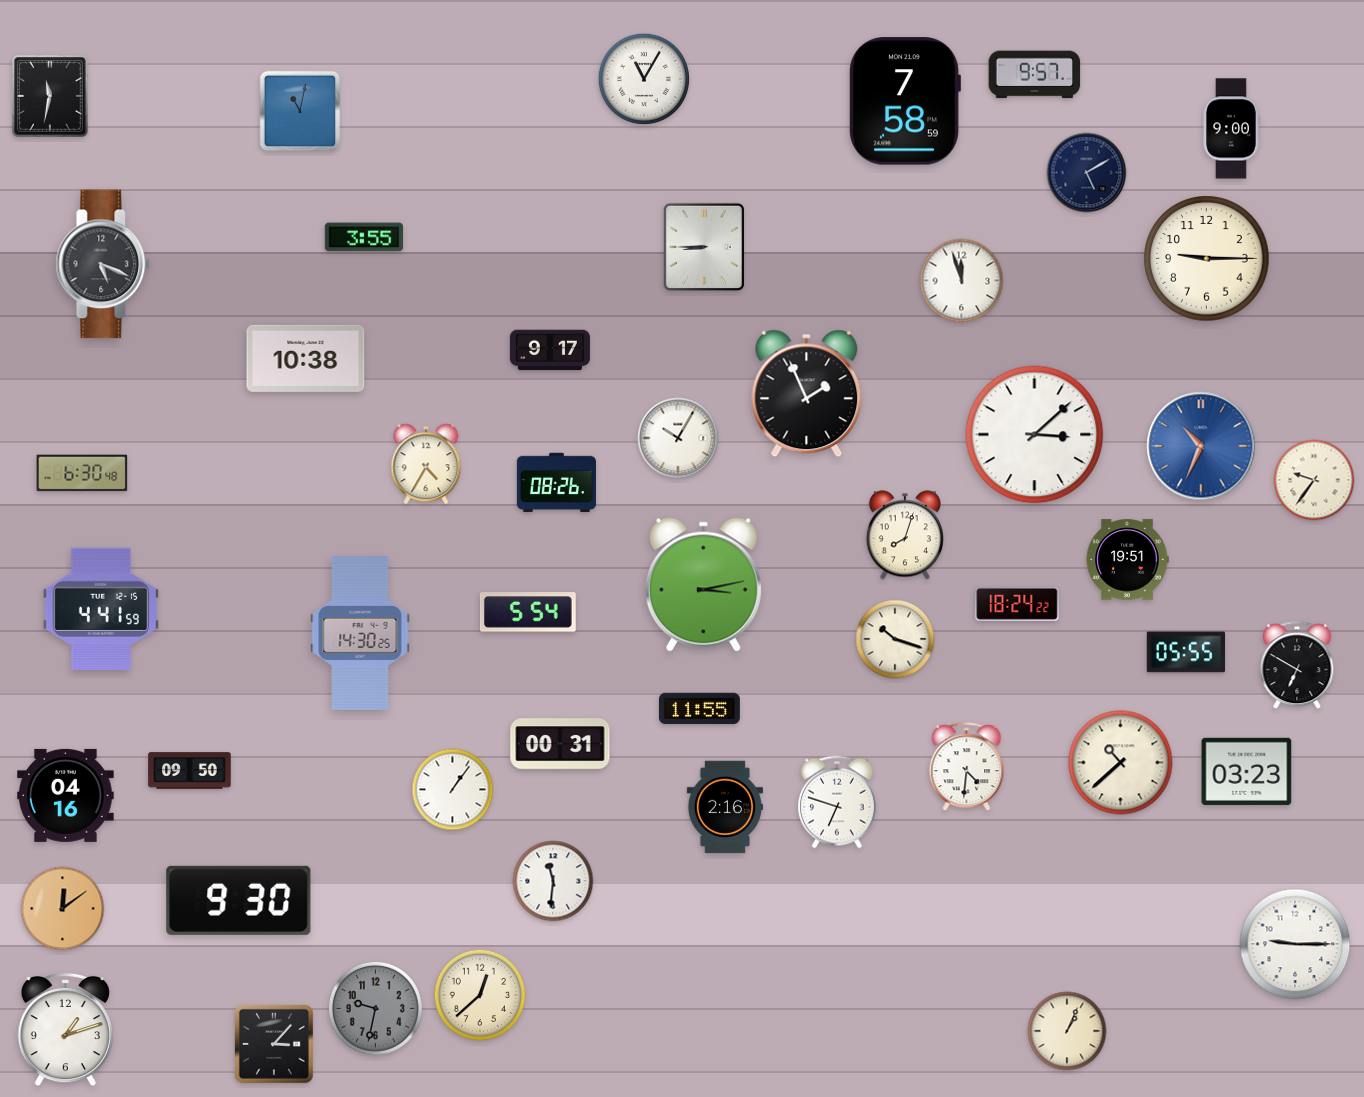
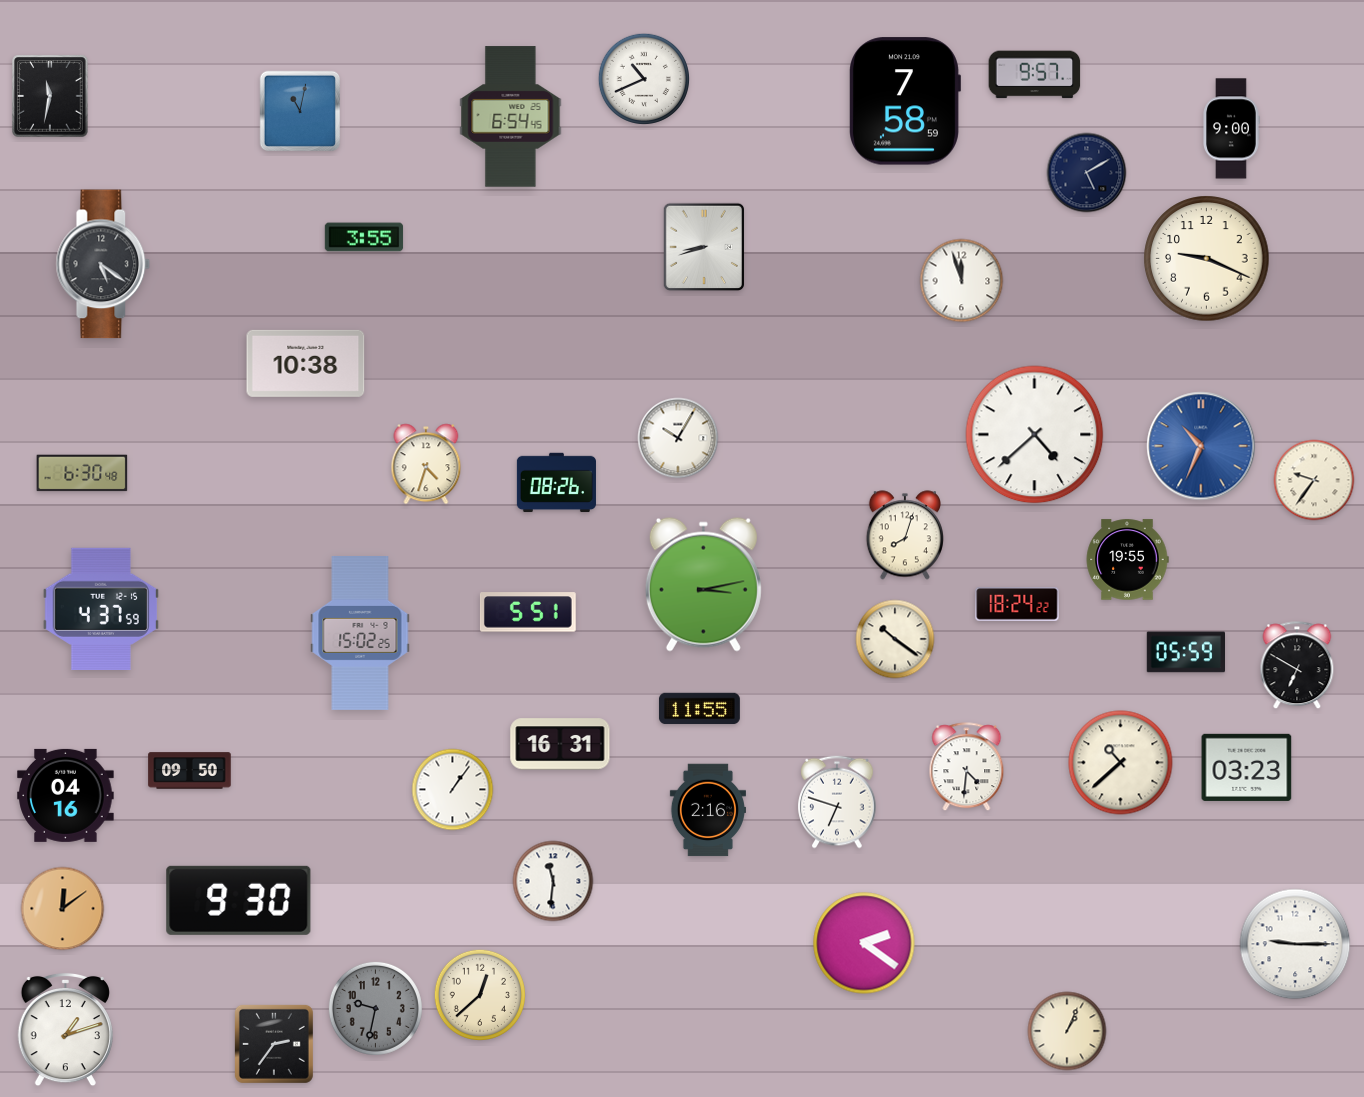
clock at (643, 78): 11:05 -> 10:41
clock at (511, 117): none -> 6:54
clock at (703, 246): 8:45 -> 8:42
clock at (1207, 259): 9:15 -> 9:19
clock at (103, 264): 5:19 -> 5:21
clock at (550, 350): 9:17 -> none
clock at (306, 358) position: (306, 358) -> (306, 363)
clock at (807, 394): 1:56 -> none
clock at (1035, 435): 3:08 -> 4:38
clock at (426, 464): 4:35 -> 4:33
clock at (1127, 560): 19:51 -> 19:55
clock at (101, 609): 4:41 -> 4:37
clock at (528, 612): 5:54 -> 5:51
clock at (360, 634): 14:30 -> 15:02
clock at (895, 639): 10:18 -> 10:21
clock at (1185, 652): 05:55 -> 05:59
clock at (560, 744): 00:31 -> 16:31
clock at (1247, 771) position: (1247, 771) -> (1247, 767)
clock at (725, 807) position: (725, 807) -> (708, 810)
clock at (864, 943): none -> 2:21
clock at (274, 1044): 3:07 -> 2:36
